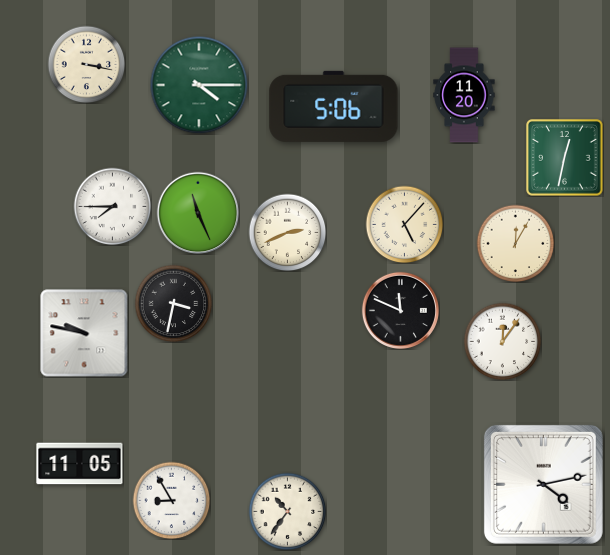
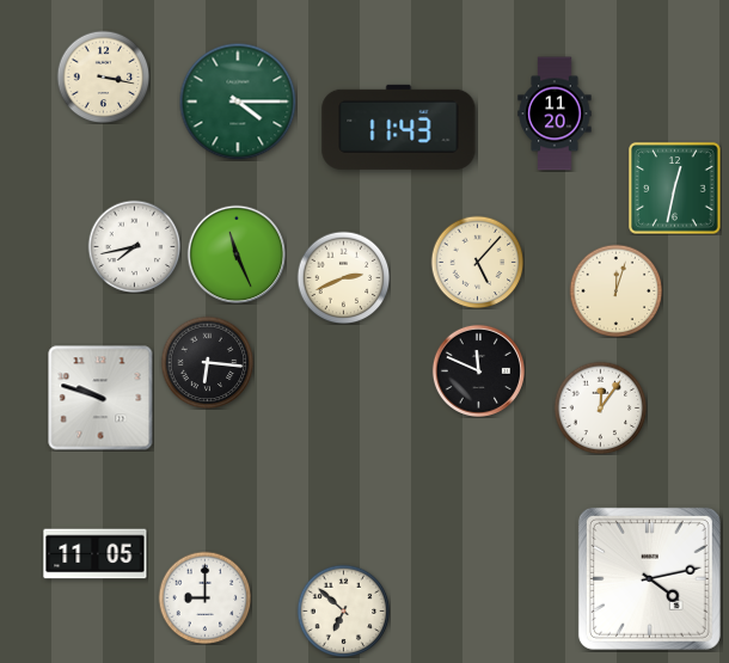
clock at (334, 106): 5:06 -> 11:43
clock at (112, 206): 7:45 -> 7:43
clock at (404, 224) position: (404, 224) -> (477, 262)
clock at (515, 243): 12:05 -> 12:03
clock at (173, 303): 3:32 -> 6:16
clock at (84, 333): 9:47 -> 9:48
clock at (171, 500): 8:55 -> 9:00
clock at (287, 511): 10:36 -> 6:52
